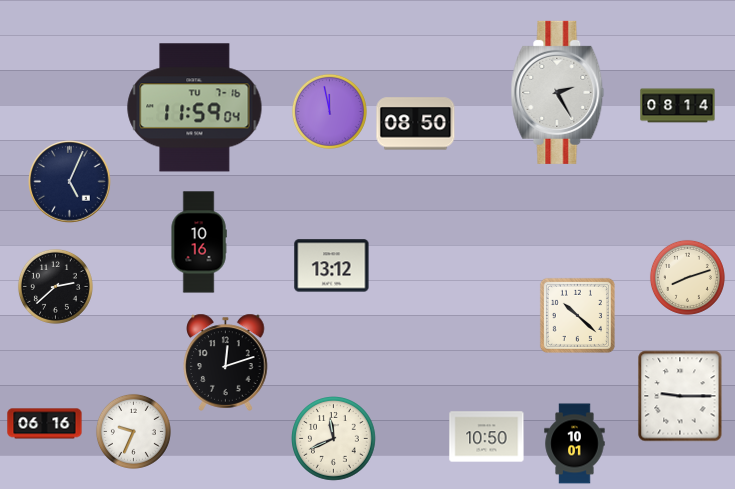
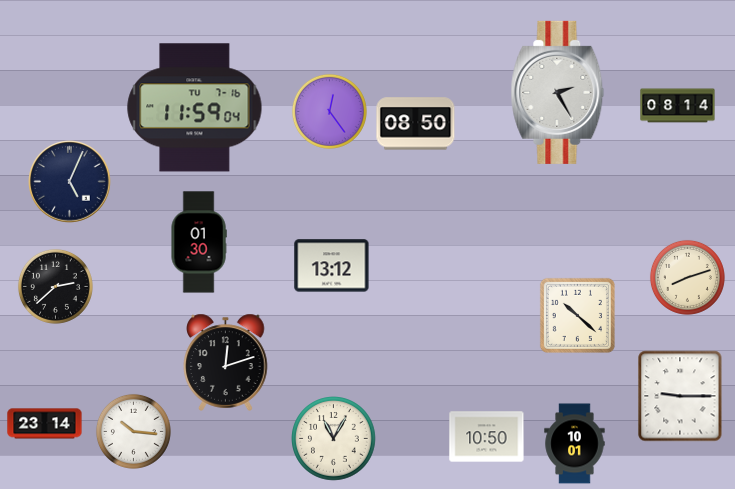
clock at (329, 111): 11:58 -> 12:24
clock at (199, 242): 10:16 -> 01:30
clock at (45, 424): 06:16 -> 23:14
clock at (133, 431): 9:34 -> 10:16
clock at (334, 439): 11:41 -> 11:05
